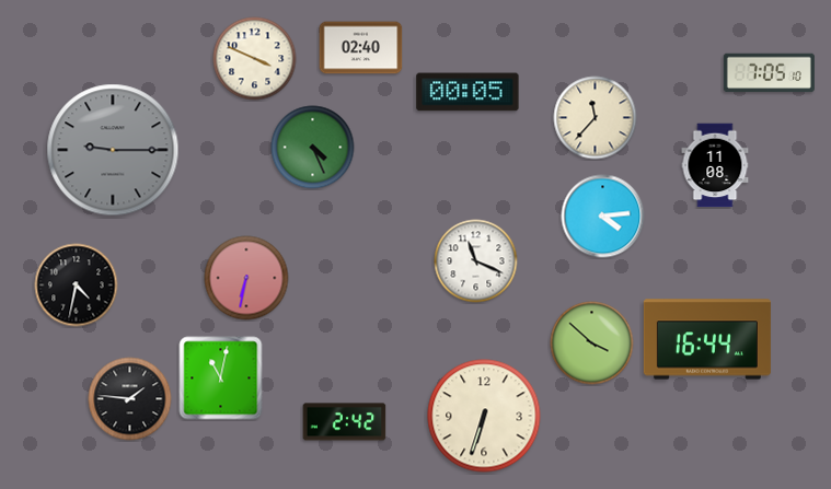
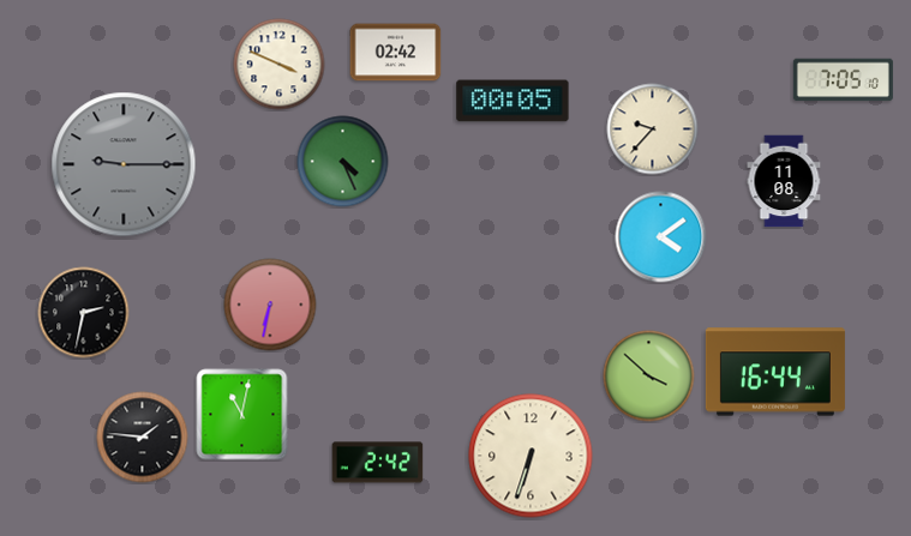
clock at (361, 48): 02:40 -> 02:42
clock at (596, 118): 11:37 -> 9:37
clock at (603, 217): 4:14 -> 4:09
clock at (476, 261): 11:19 -> none
clock at (77, 286): 4:32 -> 2:32
